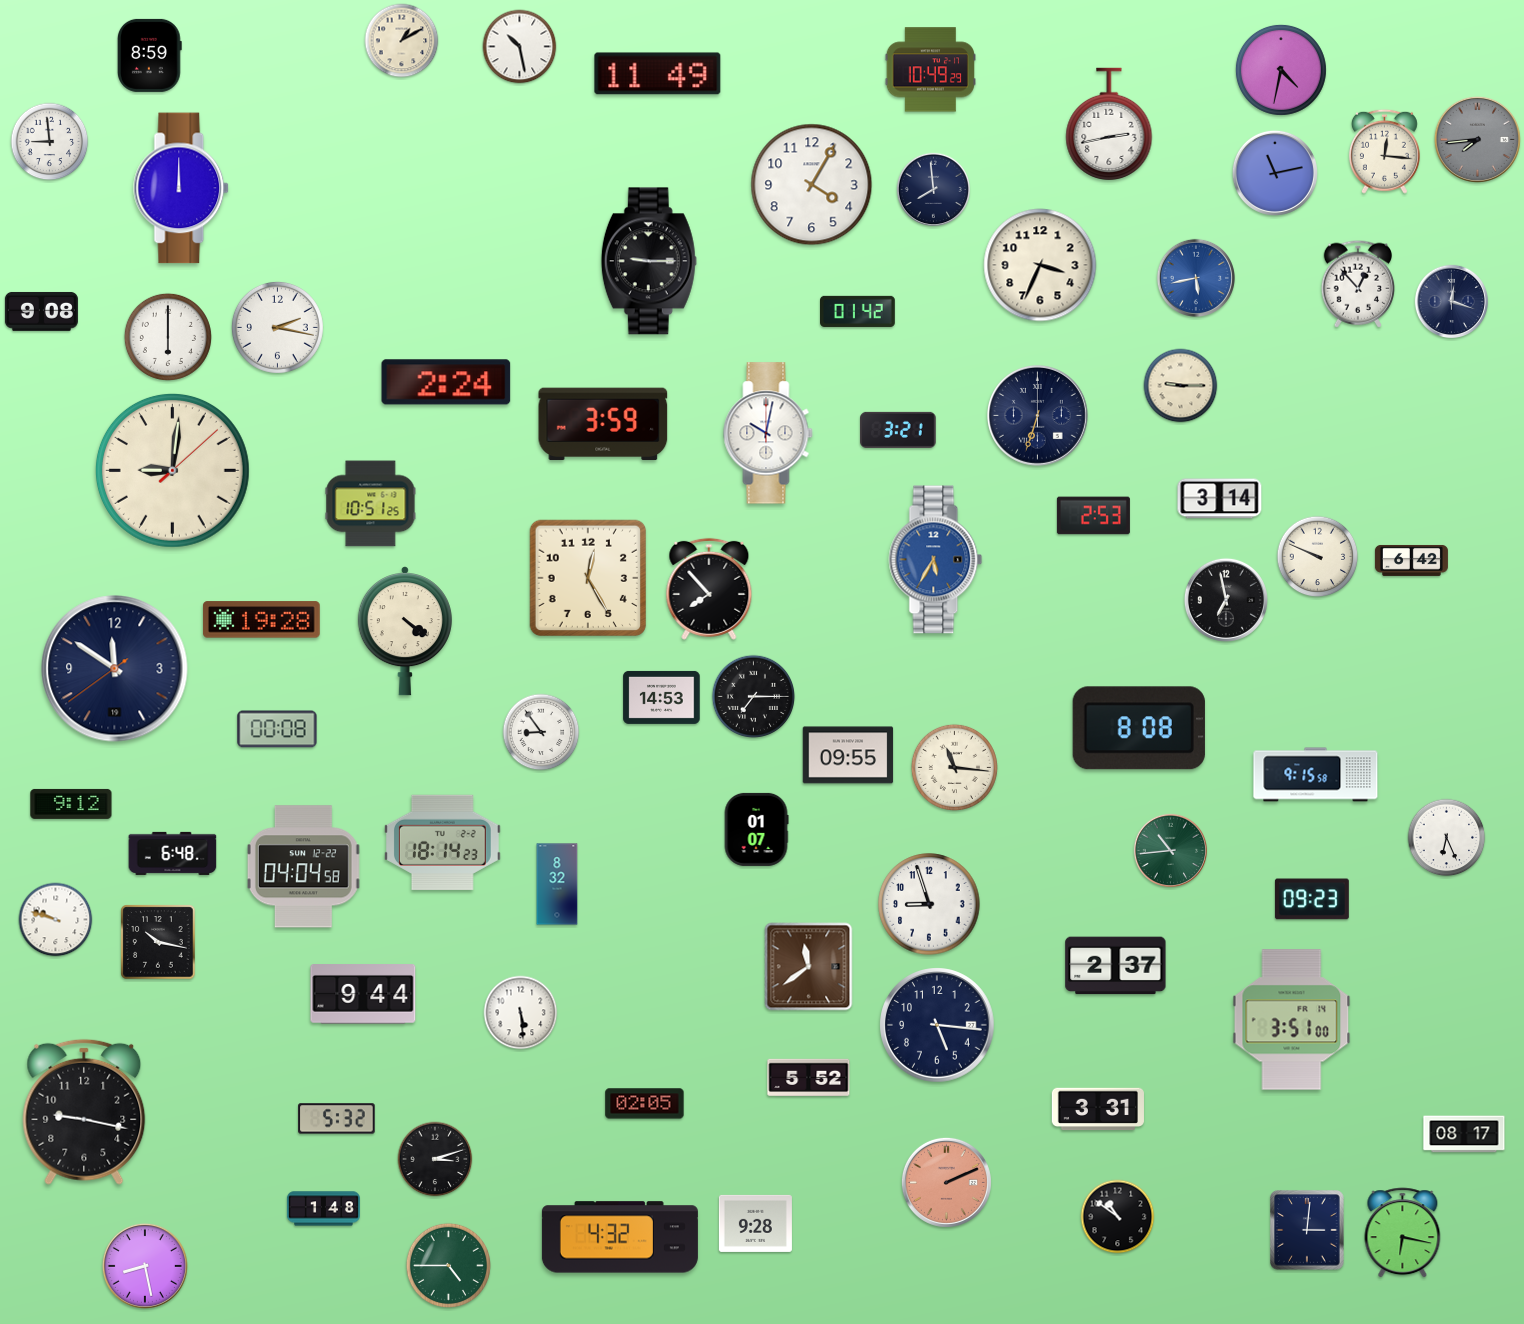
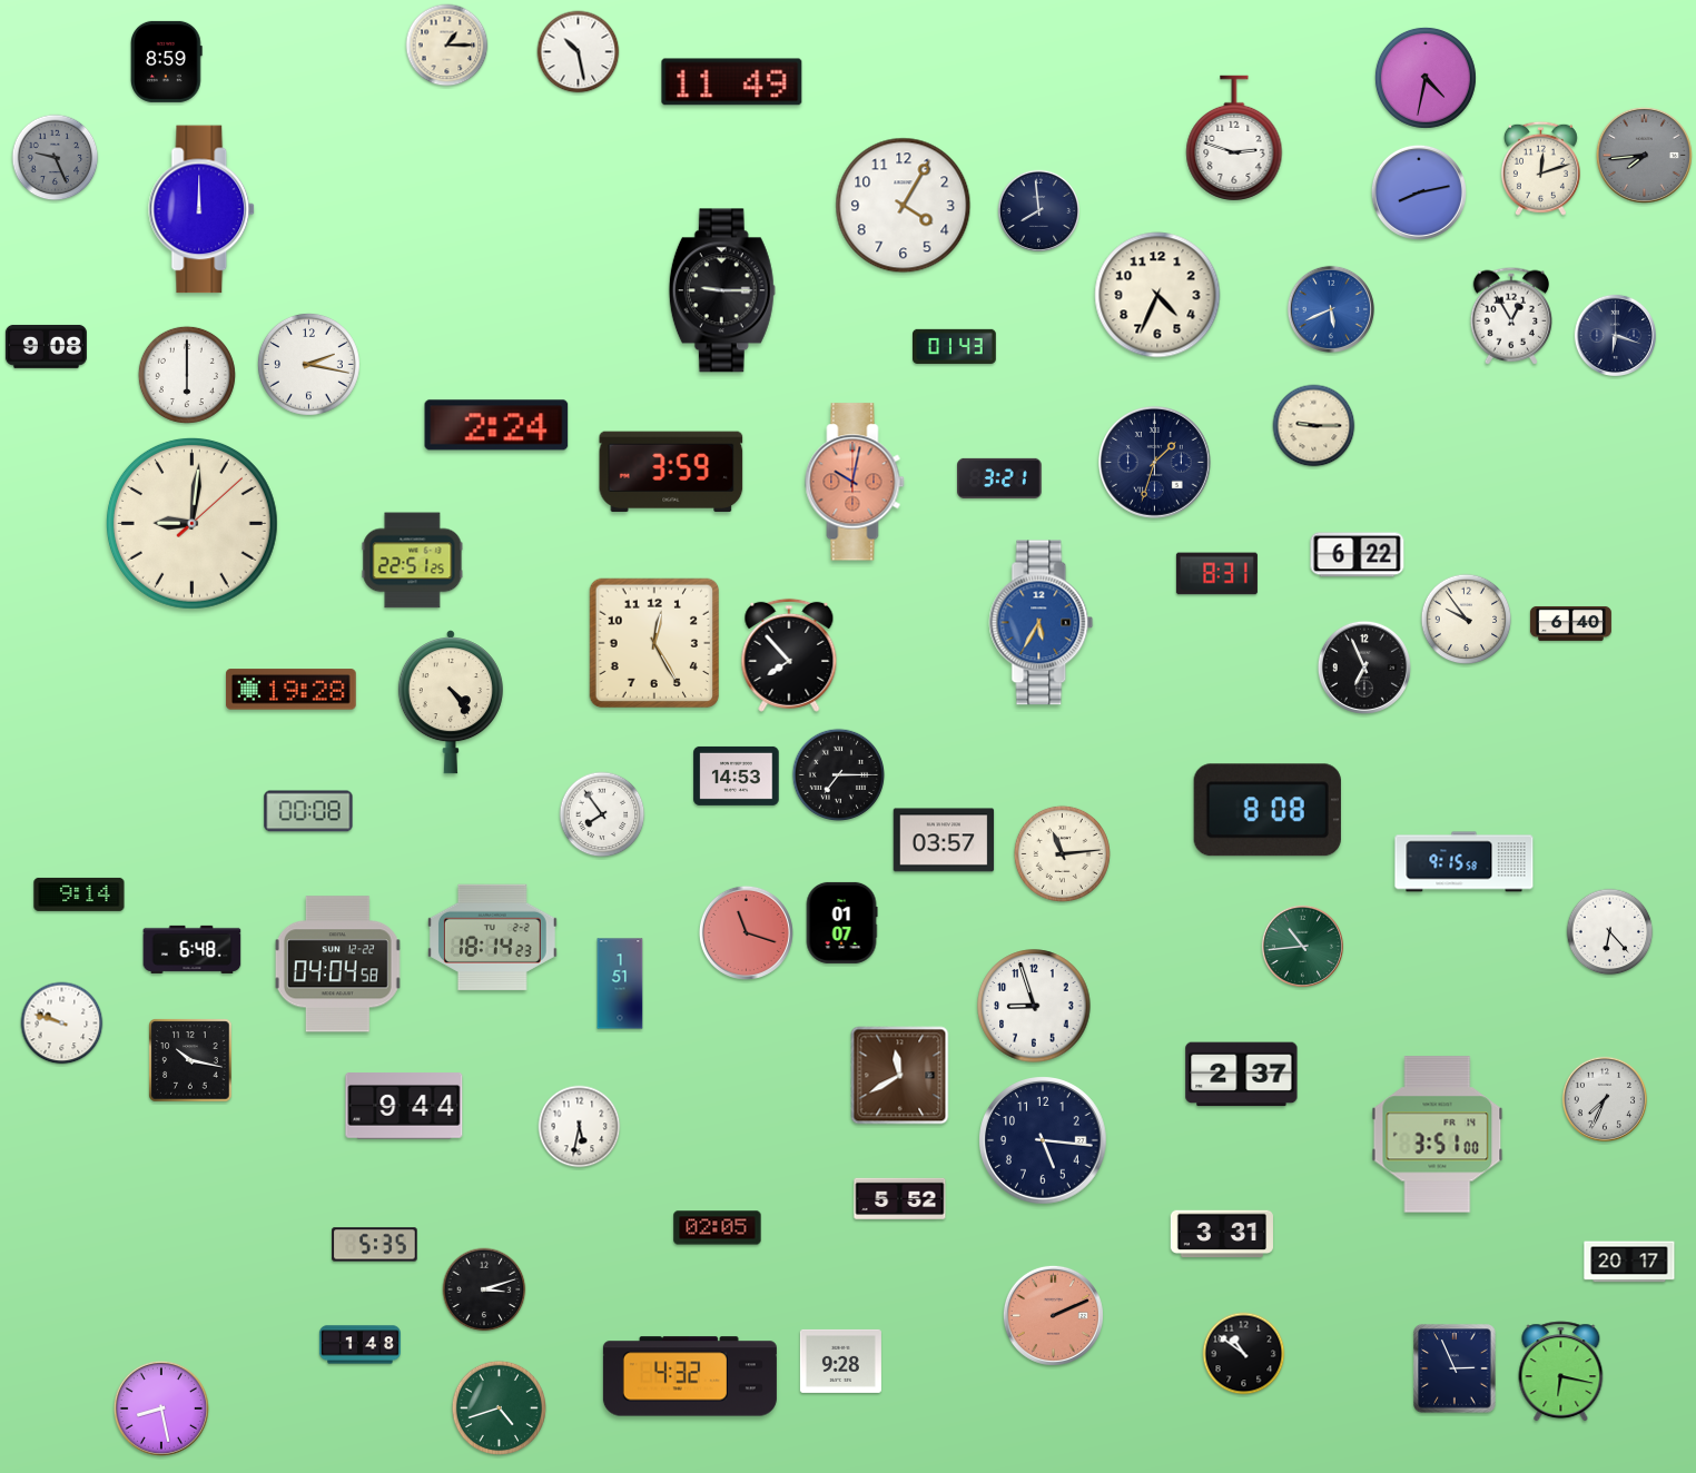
clock at (402, 41): 1:10 -> 1:15
clock at (930, 70): 10:49 -> none
clock at (1109, 124): 2:43 -> 2:48
clock at (50, 142): 8:59 -> 9:26
clock at (50, 142) dial: white -> grey
clock at (1384, 151): 12:16 -> 12:12
clock at (1275, 173): 11:13 -> 8:13
clock at (1040, 265): 3:34 -> 4:34
clock at (1196, 278): 5:43 -> 5:41
clock at (1358, 284): 12:53 -> 12:55
clock at (1451, 301): 12:18 -> 6:18
clock at (858, 311): 01:42 -> 01:43
clock at (1181, 386) position: (1181, 386) -> (1314, 426)
clock at (1037, 415): 6:33 -> 1:33
clock at (768, 433) dial: white -> salmon
clock at (1220, 499): 3:14 -> 6:22
clock at (371, 504): 10:51 -> 22:51
clock at (1093, 516): 2:53 -> 8:31
clock at (1318, 557): 9:49 -> 9:54
clock at (1411, 560): 6:42 -> 6:40
clock at (1226, 600): 6:58 -> 6:56
clock at (405, 631): 4:21 -> 4:24
clock at (115, 669): 11:50 -> none
clock at (541, 732): 8:54 -> 7:54
clock at (848, 755): 09:55 -> 03:57
clock at (954, 767): 11:16 -> 11:14
clock at (71, 804): 9:12 -> 9:14
clock at (746, 932): none -> 11:18
clock at (1447, 838): 6:26 -> 6:23
clock at (557, 884): 8:32 -> 1:51
clock at (1312, 899): 09:23 -> none
clock at (158, 942) position: (158, 942) -> (190, 1060)
clock at (809, 967): 11:39 -> 11:40
clock at (1605, 1099): none -> 7:34
clock at (521, 1013): 5:29 -> 5:32
clock at (84, 1112): 9:17 -> none
clock at (337, 1119): 5:32 -> 5:35
clock at (1464, 1134): 08:17 -> 20:17
clock at (1307, 1230): 3:01 -> 2:56
clock at (448, 1265): 4:45 -> 4:42
